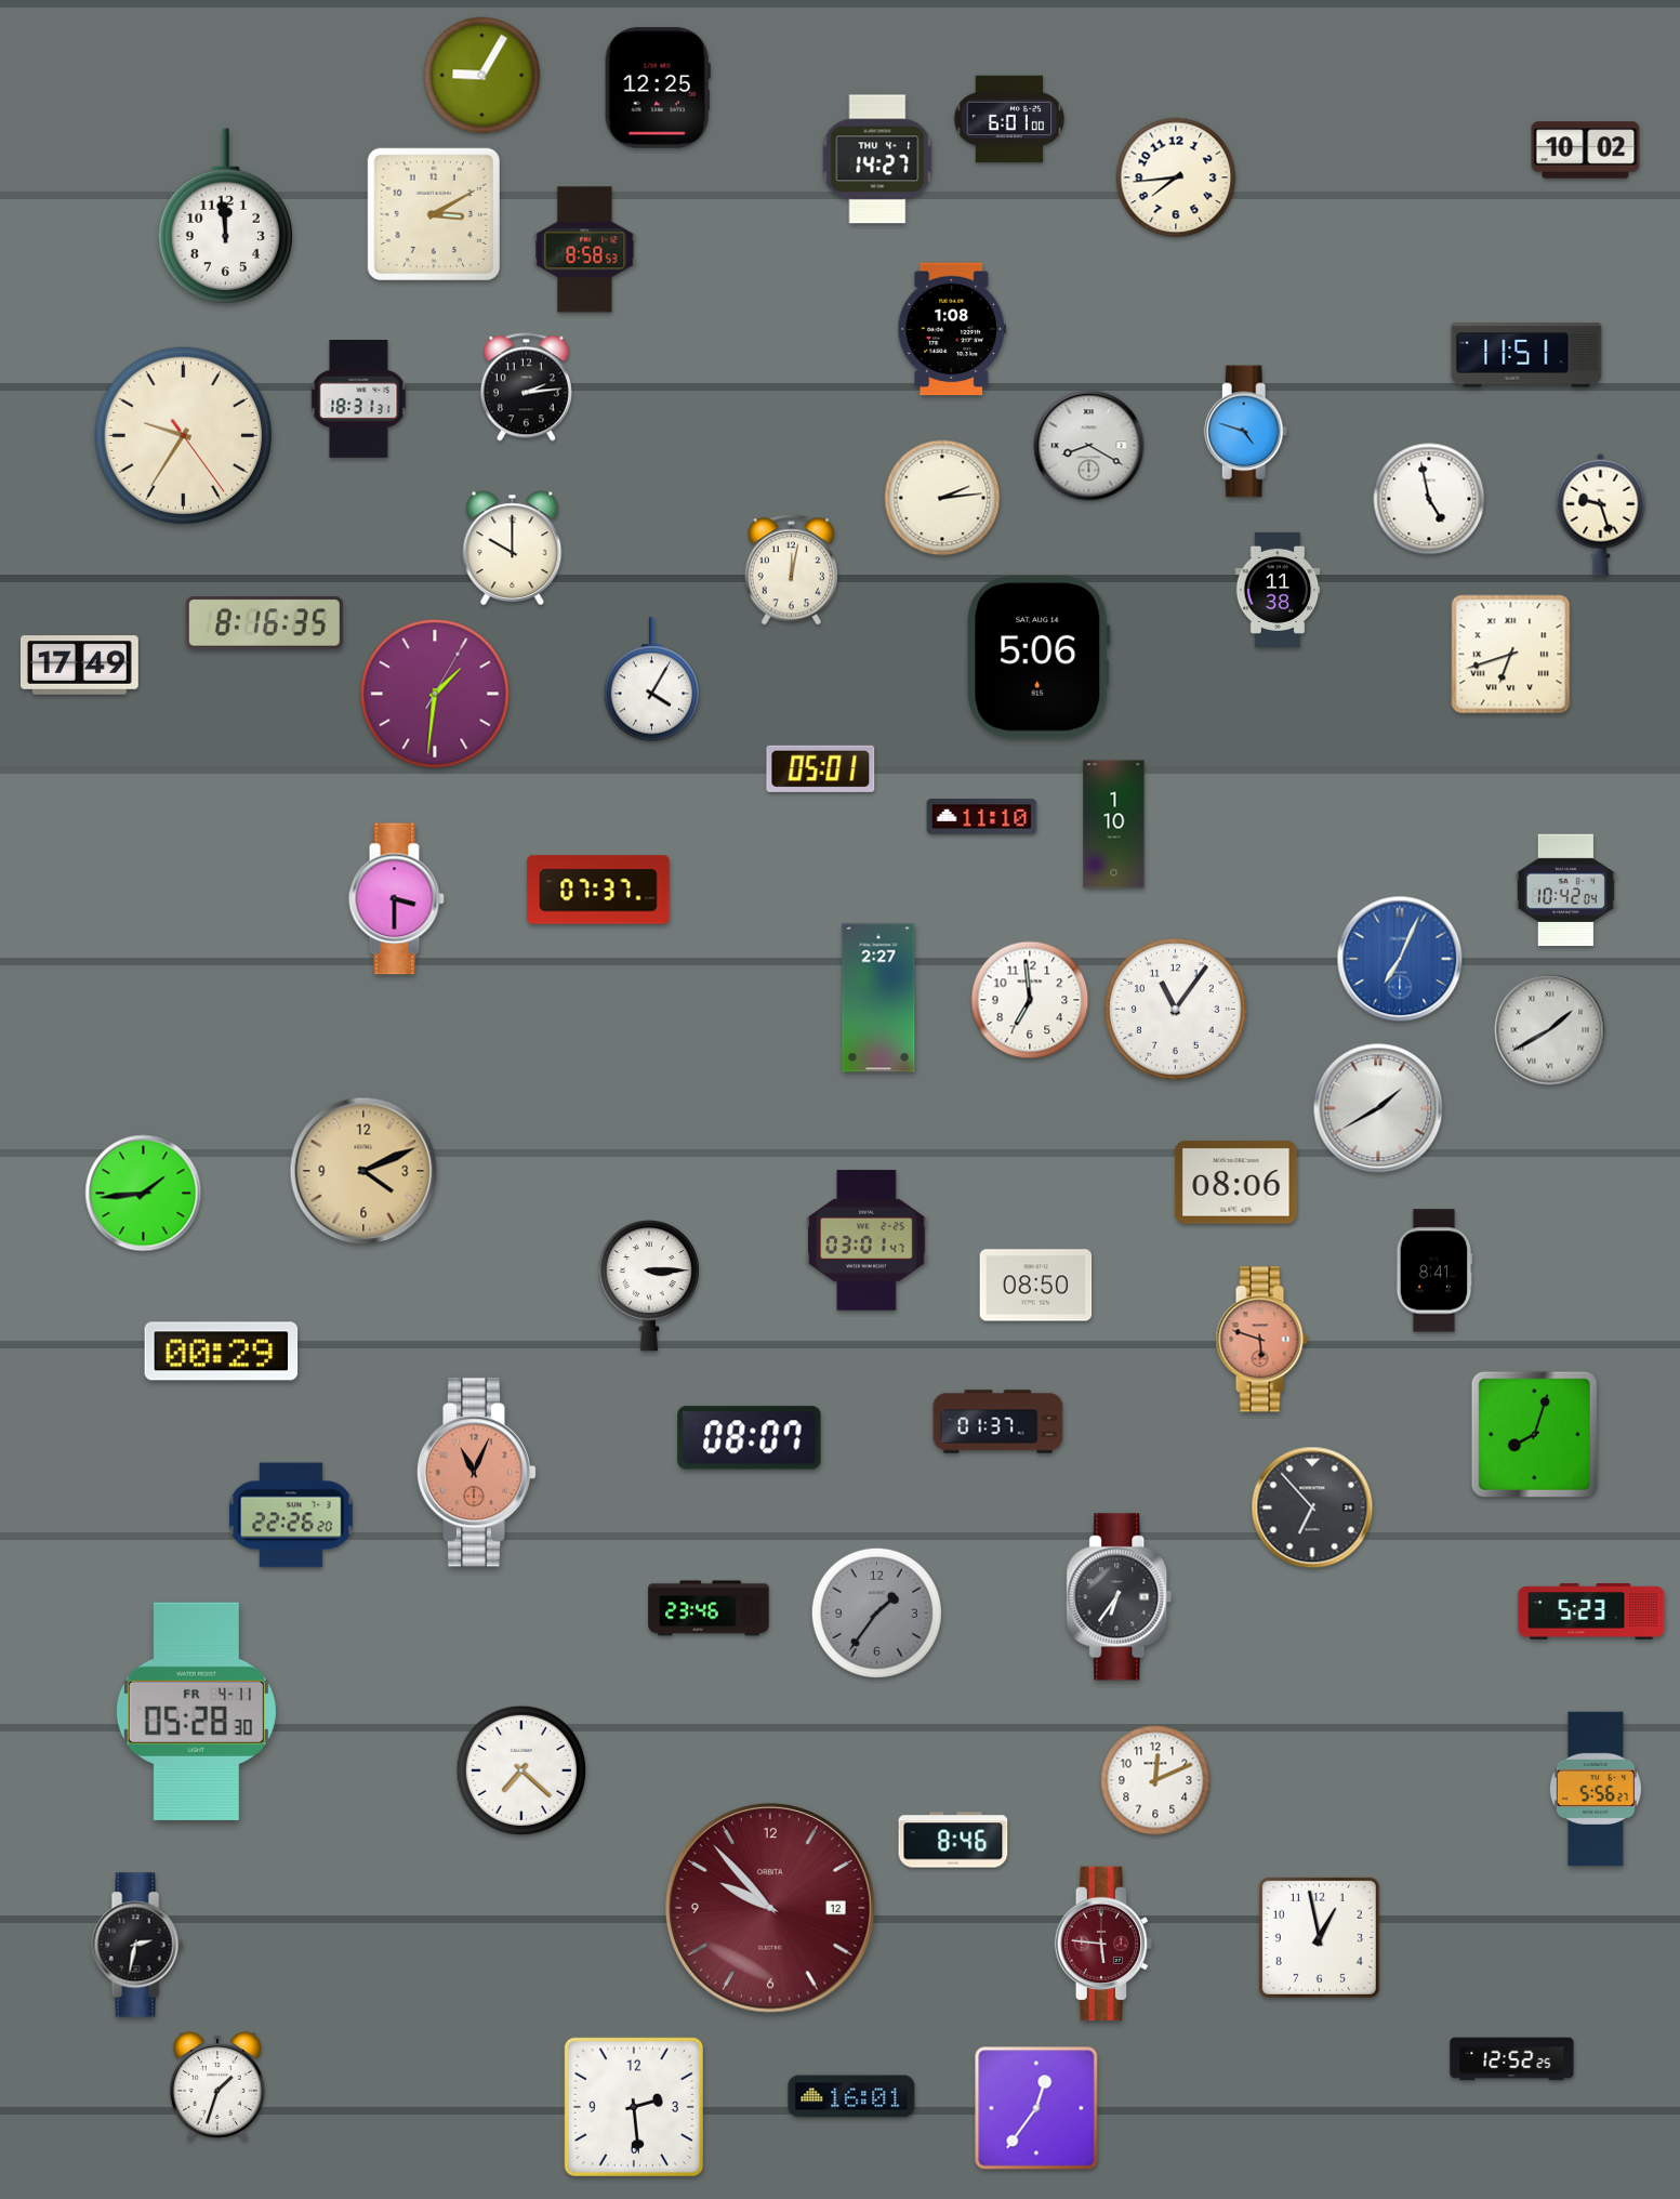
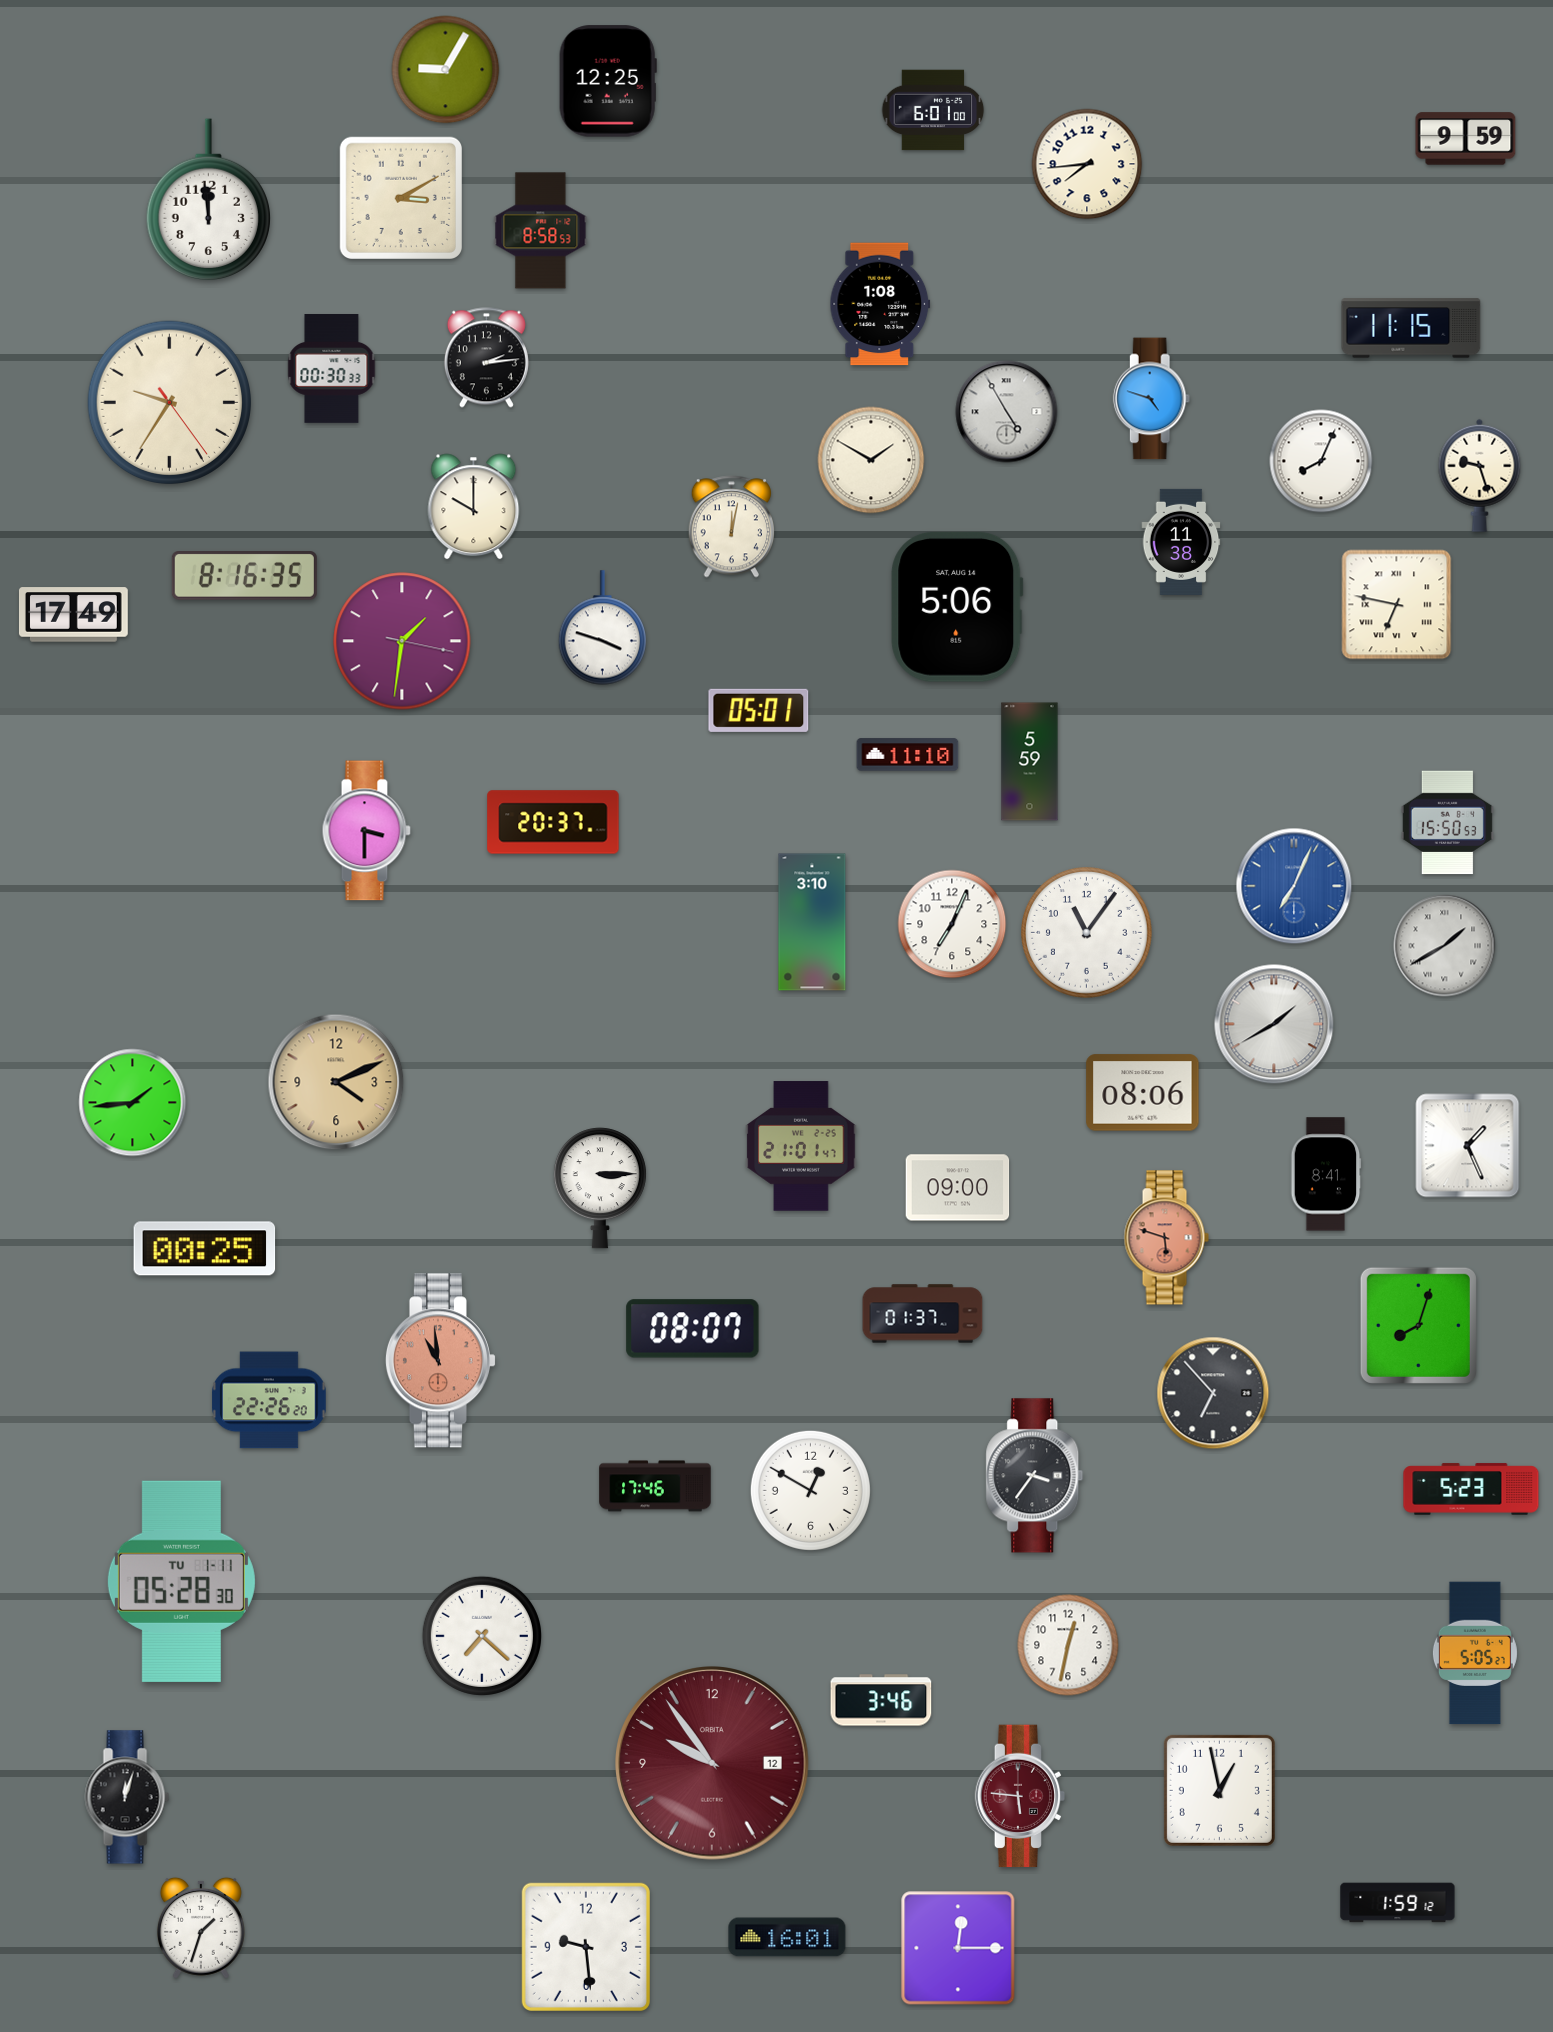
clock at (1586, 150): 10:02 -> 9:59
clock at (877, 159): 14:27 -> none
clock at (1526, 355): 11:51 -> 11:15
clock at (359, 399): 18:31 -> 00:30
clock at (1089, 446): 8:20 -> 4:55
clock at (942, 498): 2:14 -> 1:50
clock at (1429, 499): 4:58 -> 8:04
clock at (1278, 590) position: (1278, 590) -> (1181, 542)
clock at (1511, 655): 6:42 -> 6:47
clock at (1039, 657) position: (1039, 657) -> (957, 607)
clock at (652, 680): 4:05 -> 3:48
clock at (435, 694): 1:31:05 -> 1:31:17
clock at (1114, 825): 1:10 -> 5:59
clock at (598, 890): 07:37 -> 20:37
clock at (1565, 891): 10:42 -> 15:50
clock at (878, 998): 2:27 -> 3:10
clock at (1030, 1000): 6:59 -> 7:04
clock at (1550, 1030) position: (1550, 1030) -> (1445, 946)
clock at (867, 1240): 03:01 -> 21:01
clock at (1468, 1146): none -> 1:26
clock at (1036, 1286): 08:50 -> 09:00
clock at (222, 1352): 00:29 -> 00:25
clock at (476, 1473): 11:04 -> 10:59
clock at (1120, 1597): 6:36 -> 3:36
clock at (709, 1608): 23:46 -> 17:46
clock at (876, 1612): 1:36 -> 12:50
clock at (876, 1612) dial: grey -> white
clock at (196, 1711) date: FR 4-11 -> TU 1-11
clock at (1155, 1780): 12:11 -> 12:32
clock at (1596, 1789): 5:56 -> 5:05
clock at (953, 1840): 8:46 -> 3:46
clock at (771, 1909): 9:53 -> 9:54
clock at (137, 1945): 2:32 -> 12:03
clock at (1512, 2059): 12:52 -> 1:59
clock at (634, 2107): 2:29 -> 9:29
clock at (1036, 2108): 12:36 -> 12:15
